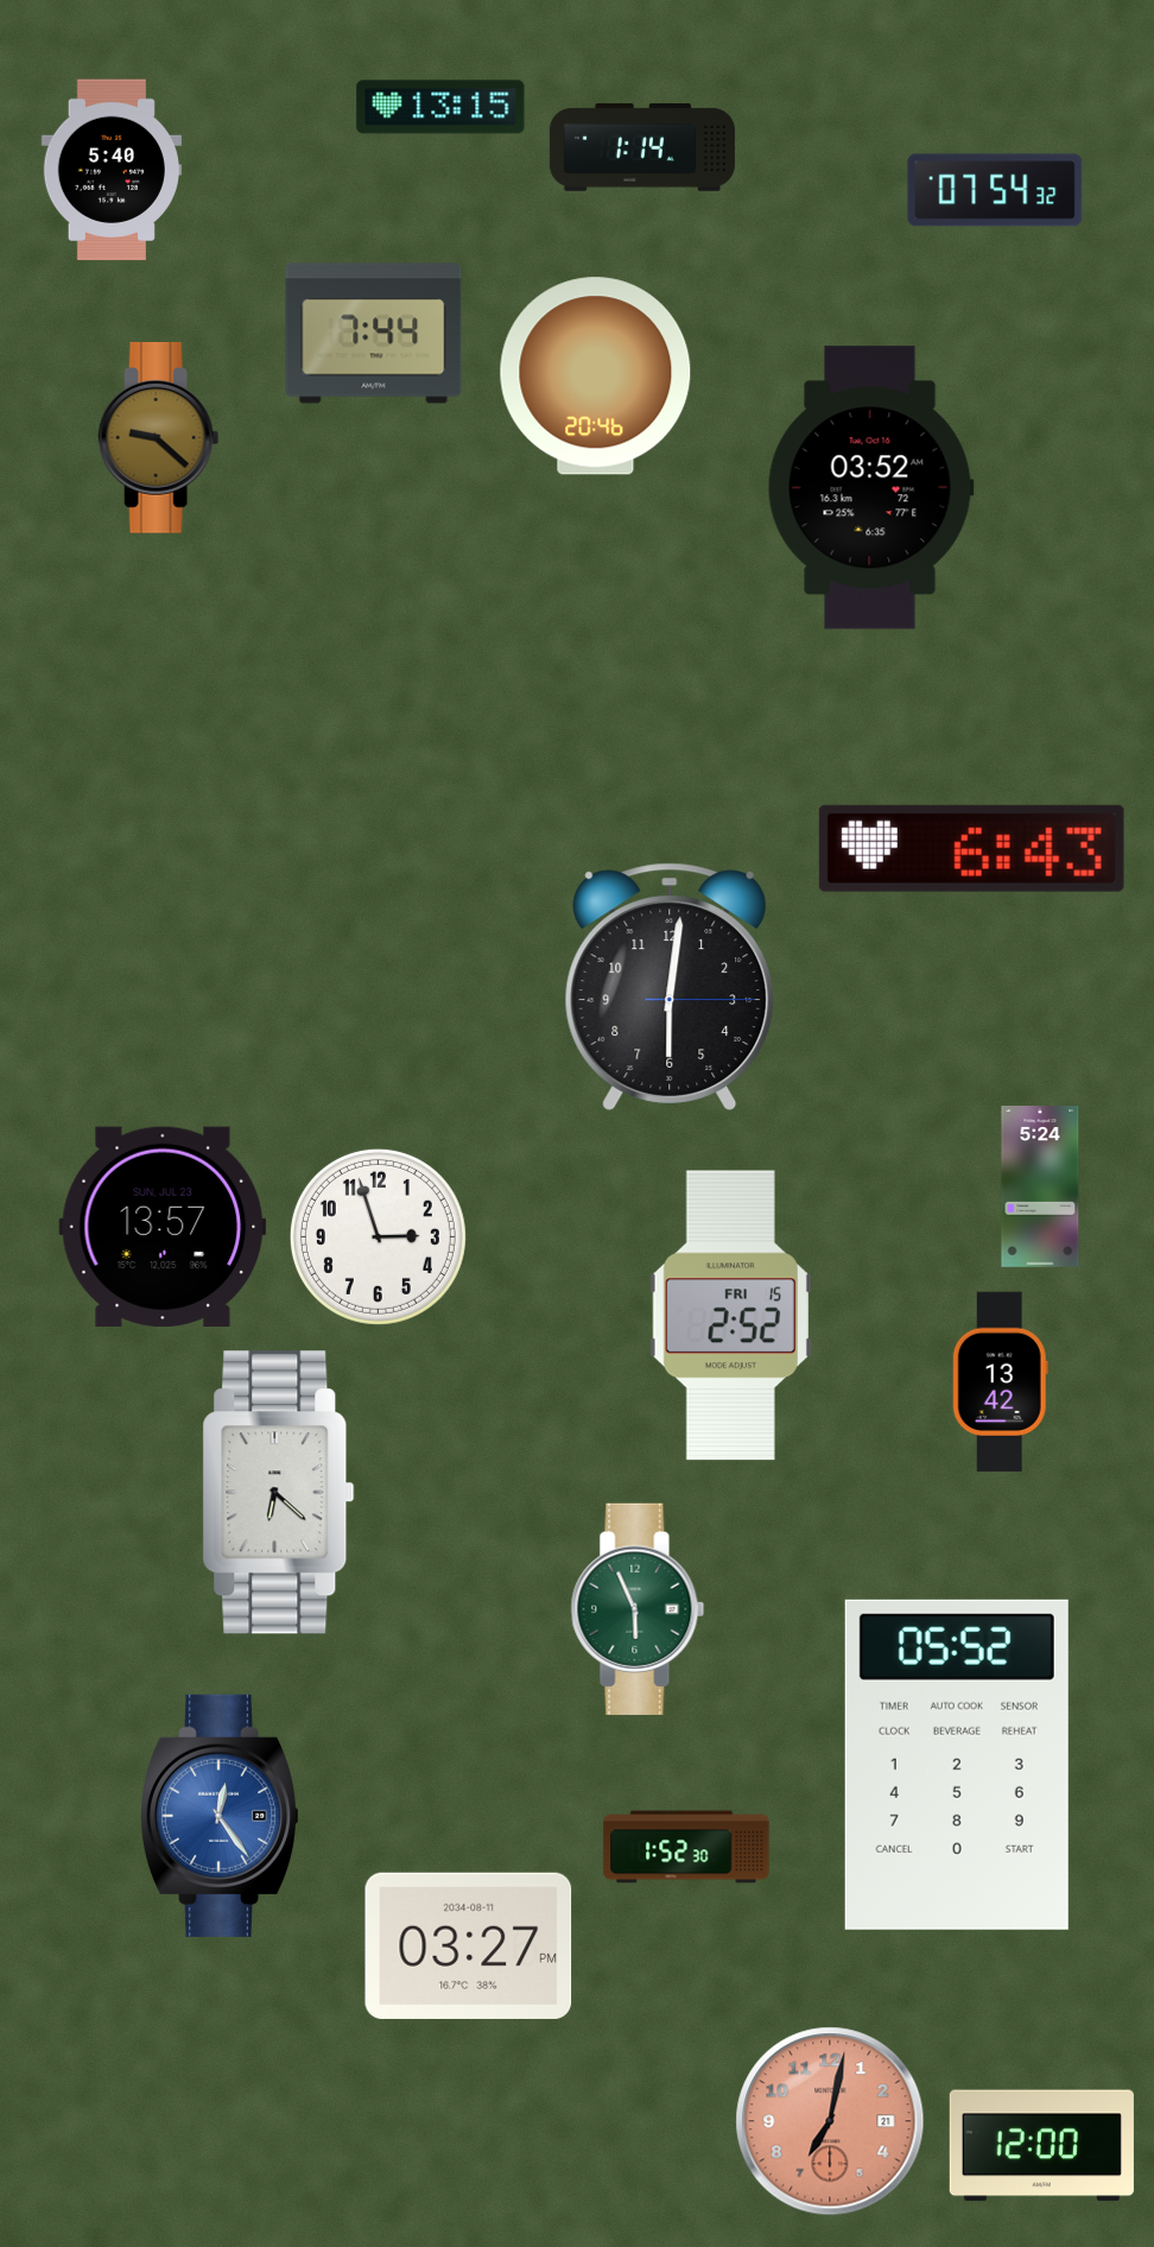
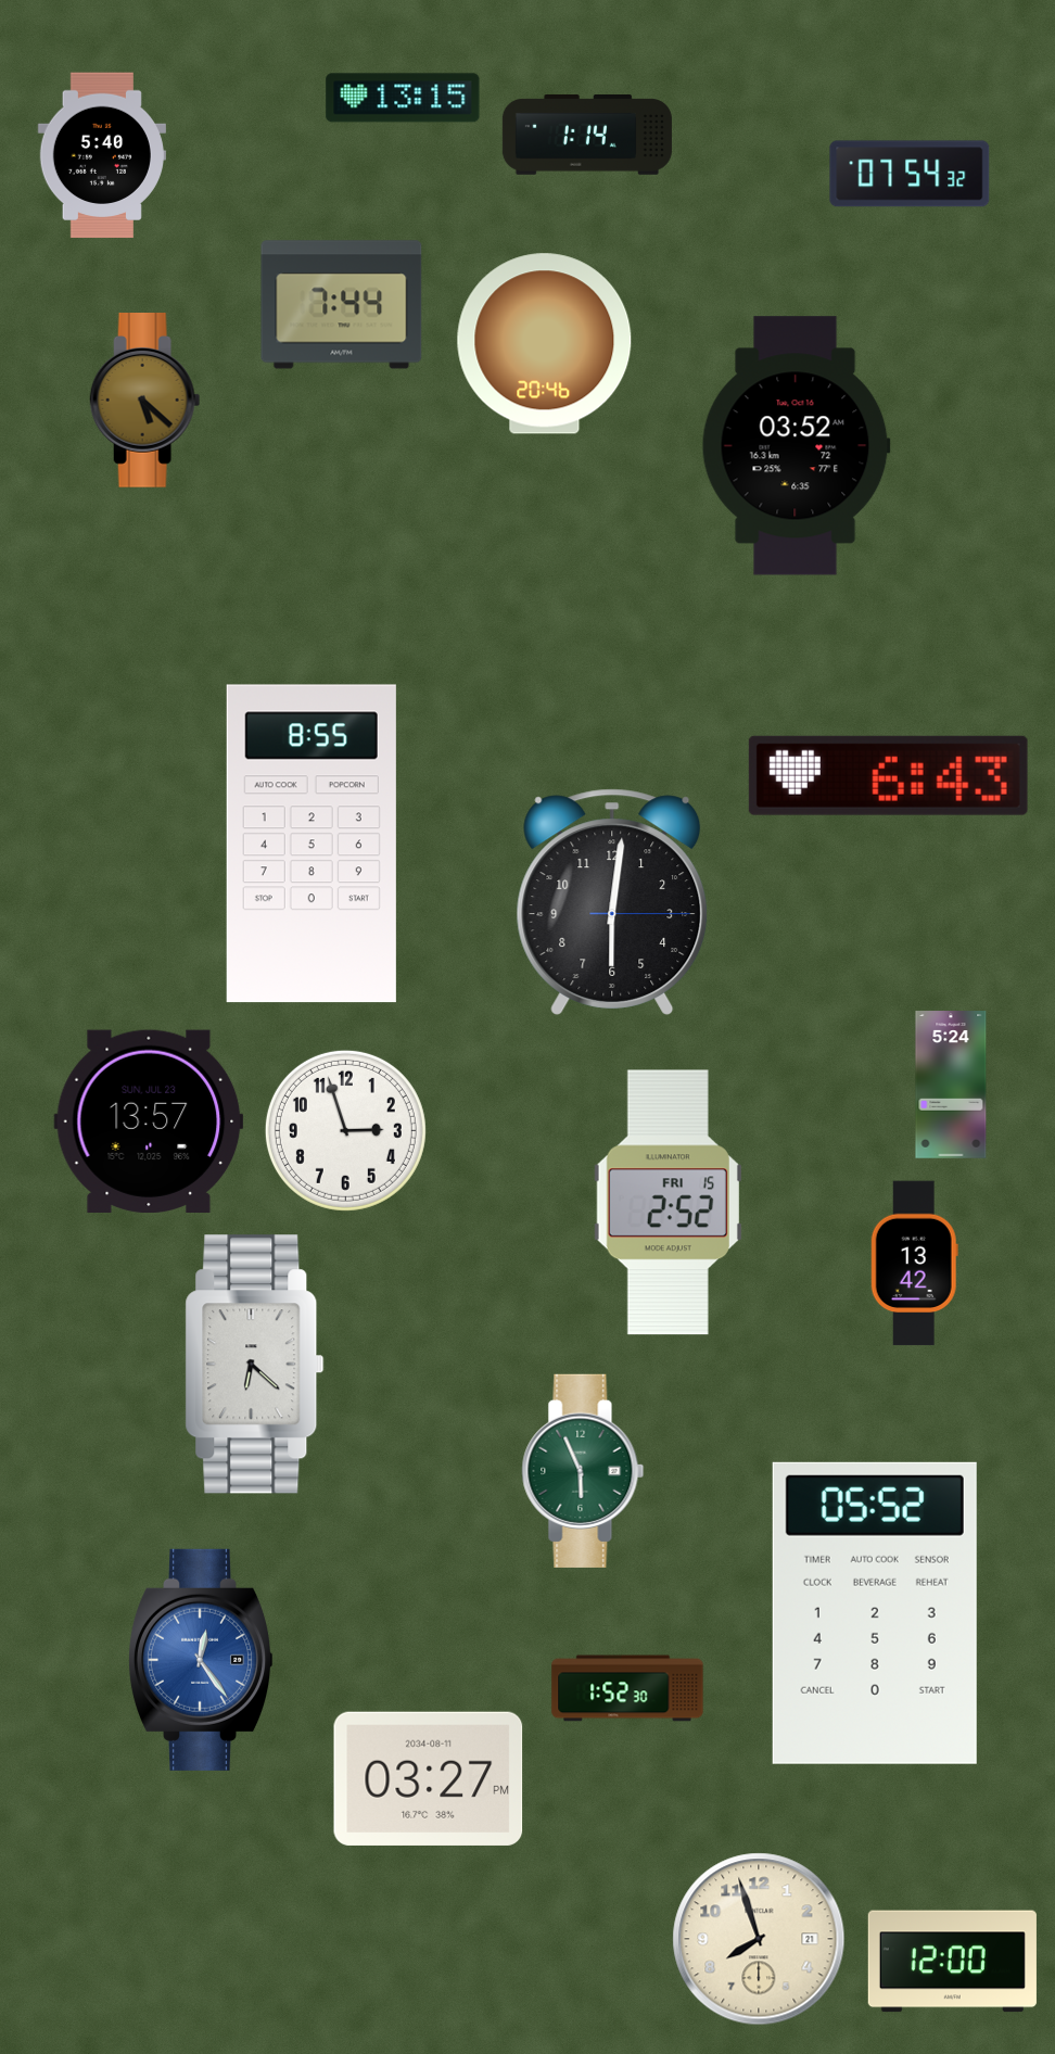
clock at (159, 438): 9:22 -> 5:22
clock at (312, 844): none -> 8:55
clock at (830, 2121): 7:02 -> 7:57
clock at (830, 2121) dial: salmon -> cream
